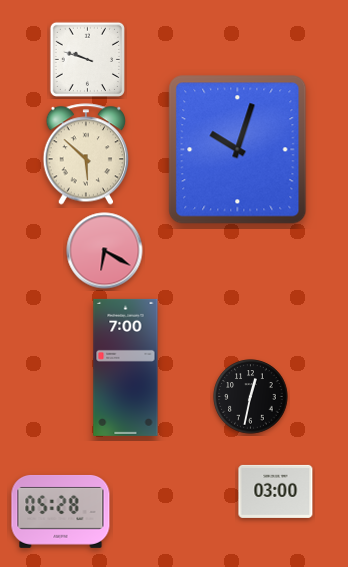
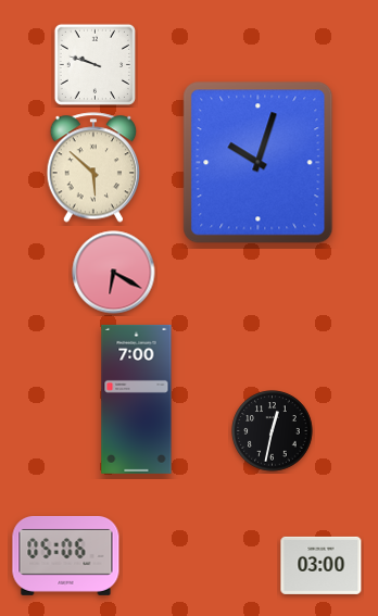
clock at (276, 491) position: (276, 491) -> (322, 565)
clock at (61, 511): 05:28 -> 05:06
